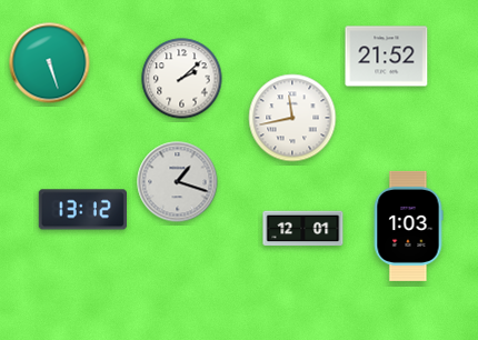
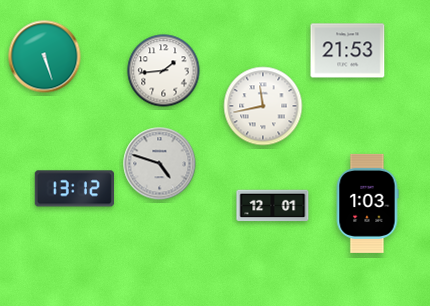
clock at (387, 57): 21:52 -> 21:53
clock at (182, 79): 2:08 -> 1:44
clock at (178, 182): 1:18 -> 4:48
